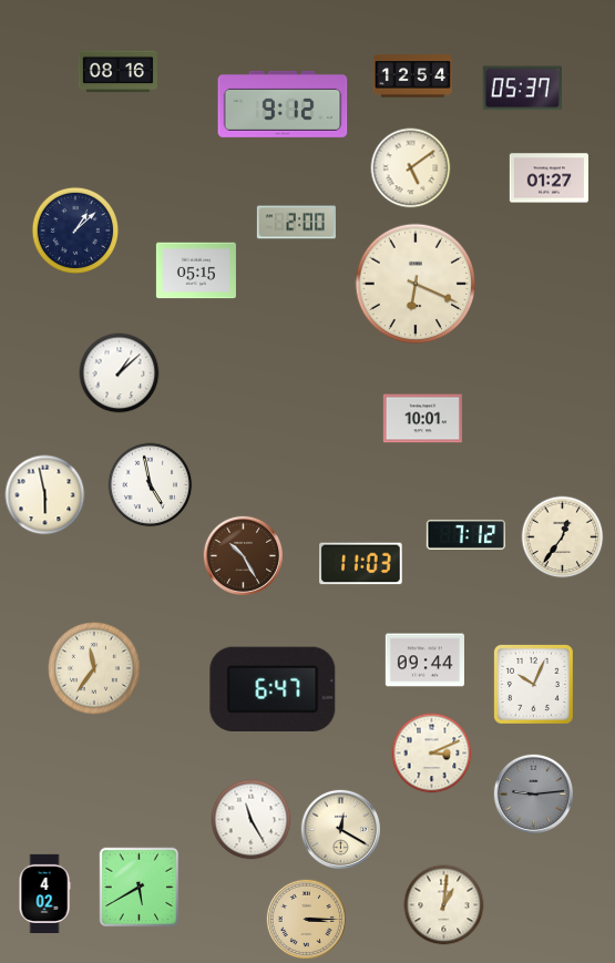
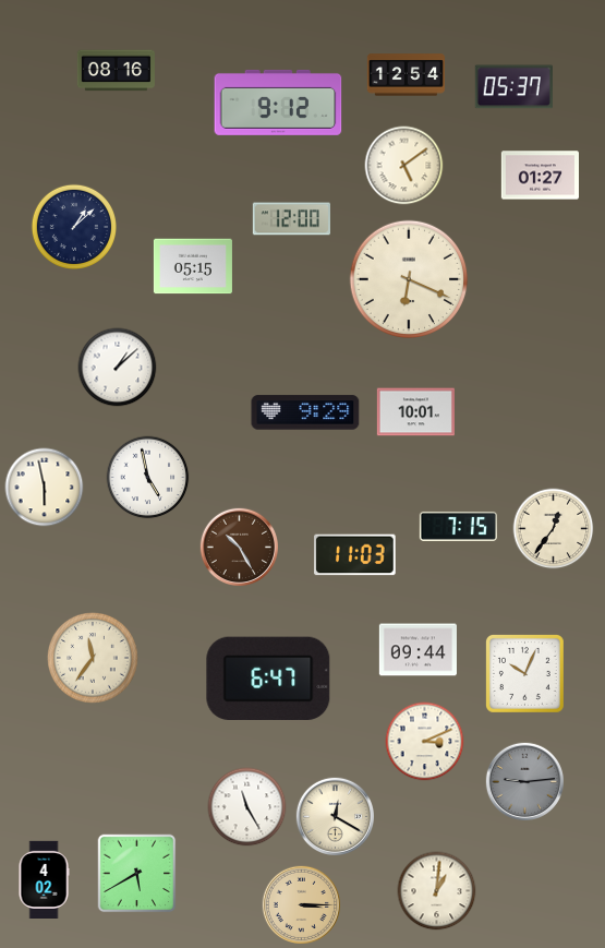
clock at (296, 223): 2:00 -> 12:00
clock at (305, 412): none -> 9:29
clock at (465, 534): 7:12 -> 7:15
